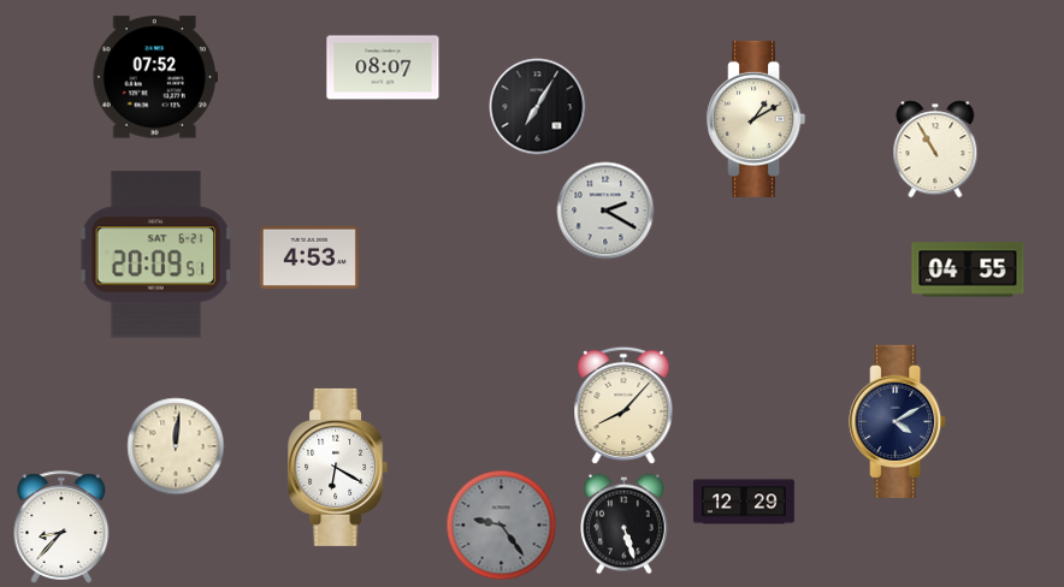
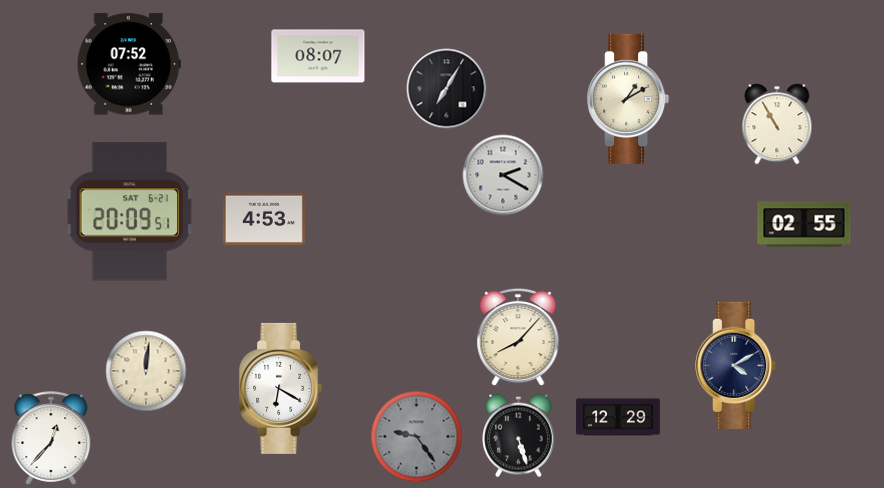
clock at (309, 257) position: (309, 257) -> (264, 219)
clock at (968, 269): 04:55 -> 02:55
clock at (898, 421) position: (898, 421) -> (736, 365)
clock at (61, 527): 8:37 -> 12:37
